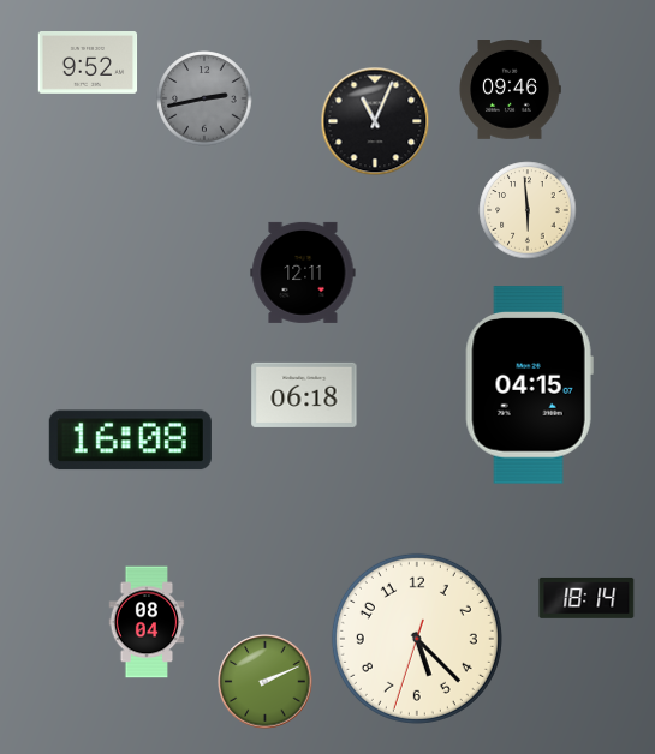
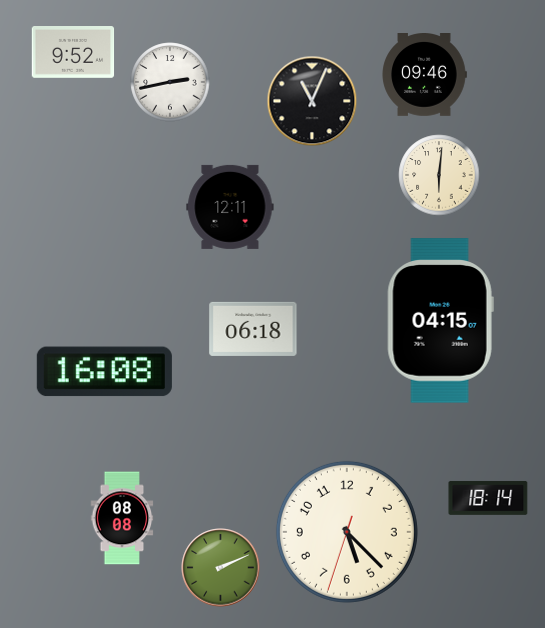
clock at (204, 98) dial: grey -> white
clock at (528, 210): 5:59 -> 6:01
clock at (303, 273) position: (303, 273) -> (230, 207)
clock at (130, 441) position: (130, 441) -> (104, 372)
clock at (147, 622): 08:04 -> 08:08
